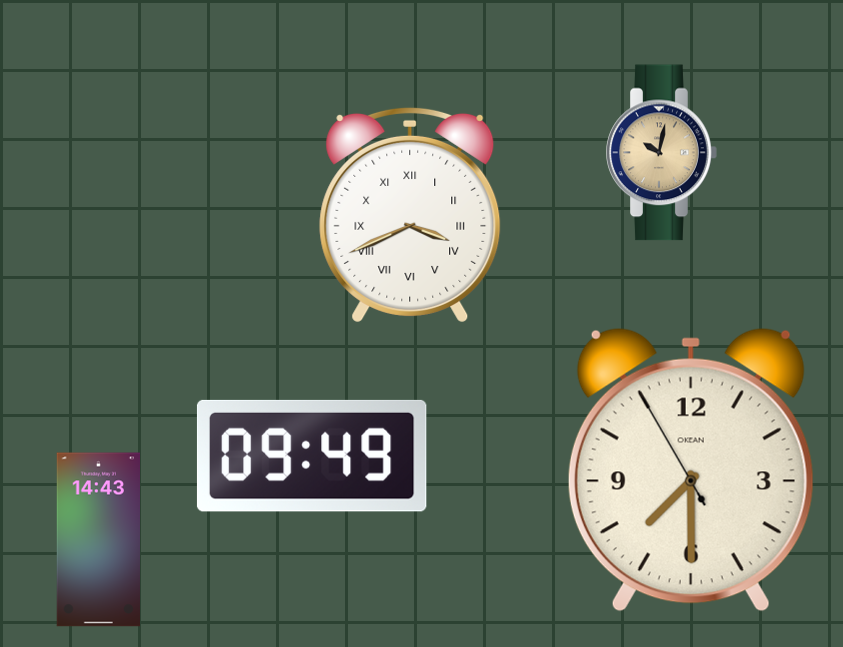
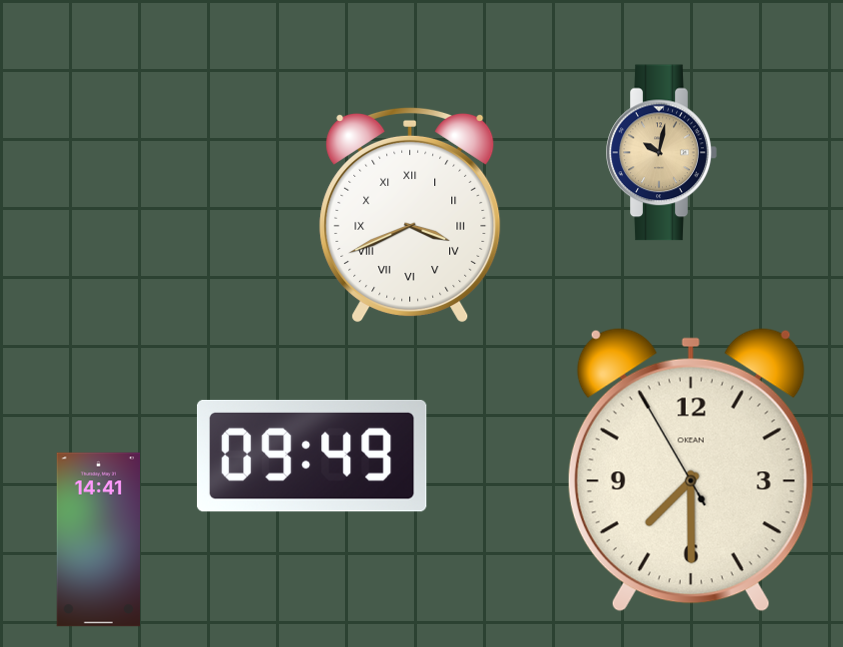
clock at (98, 540): 14:43 -> 14:41
